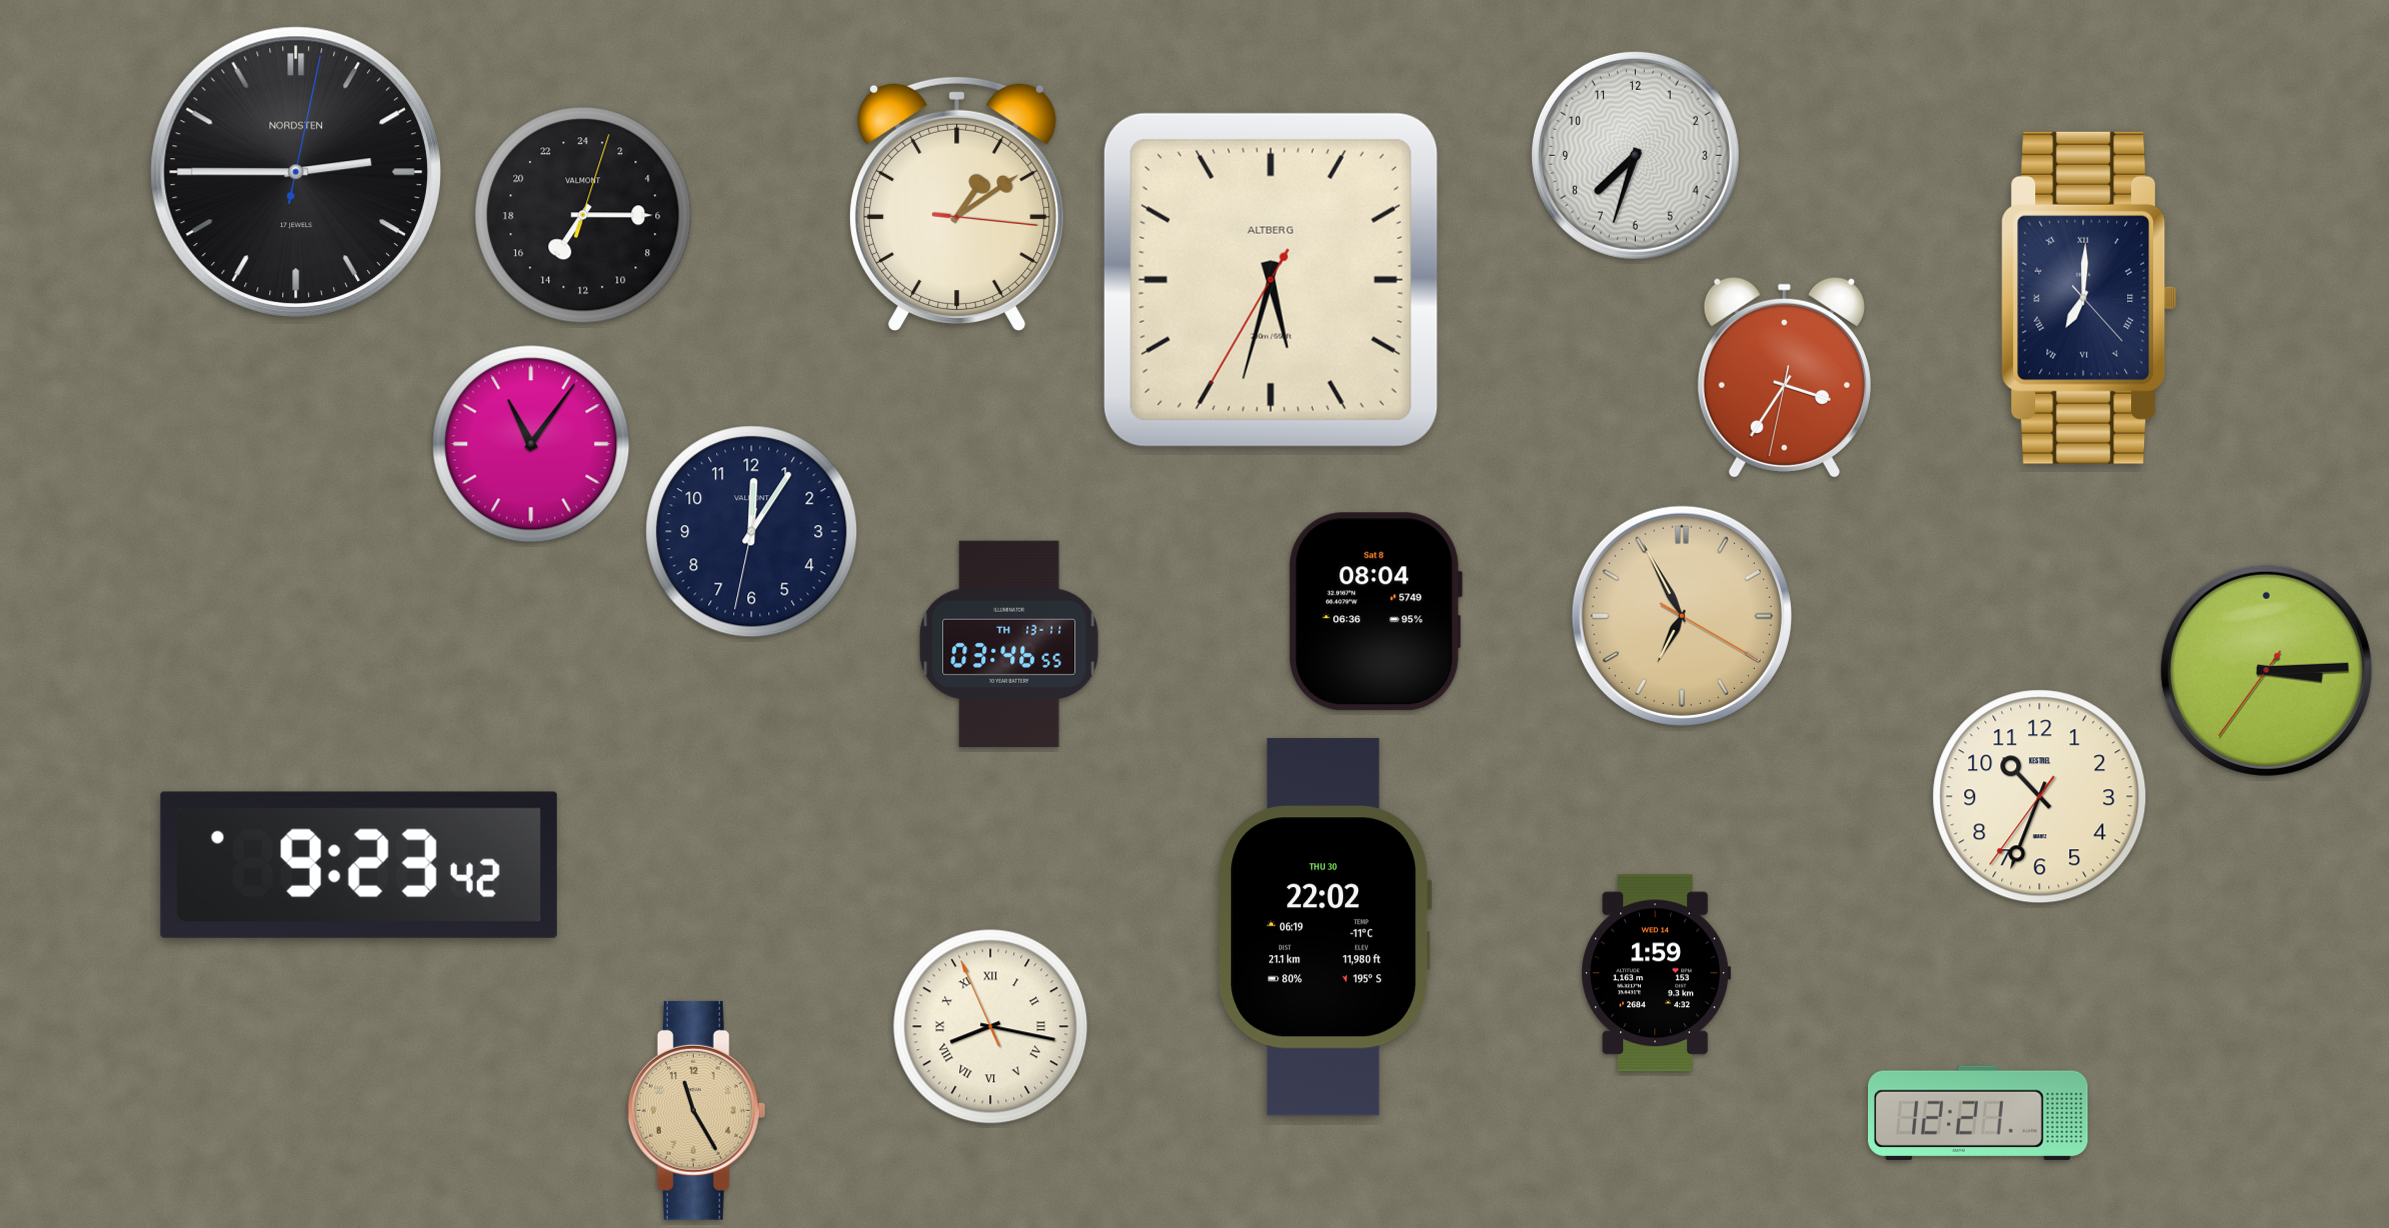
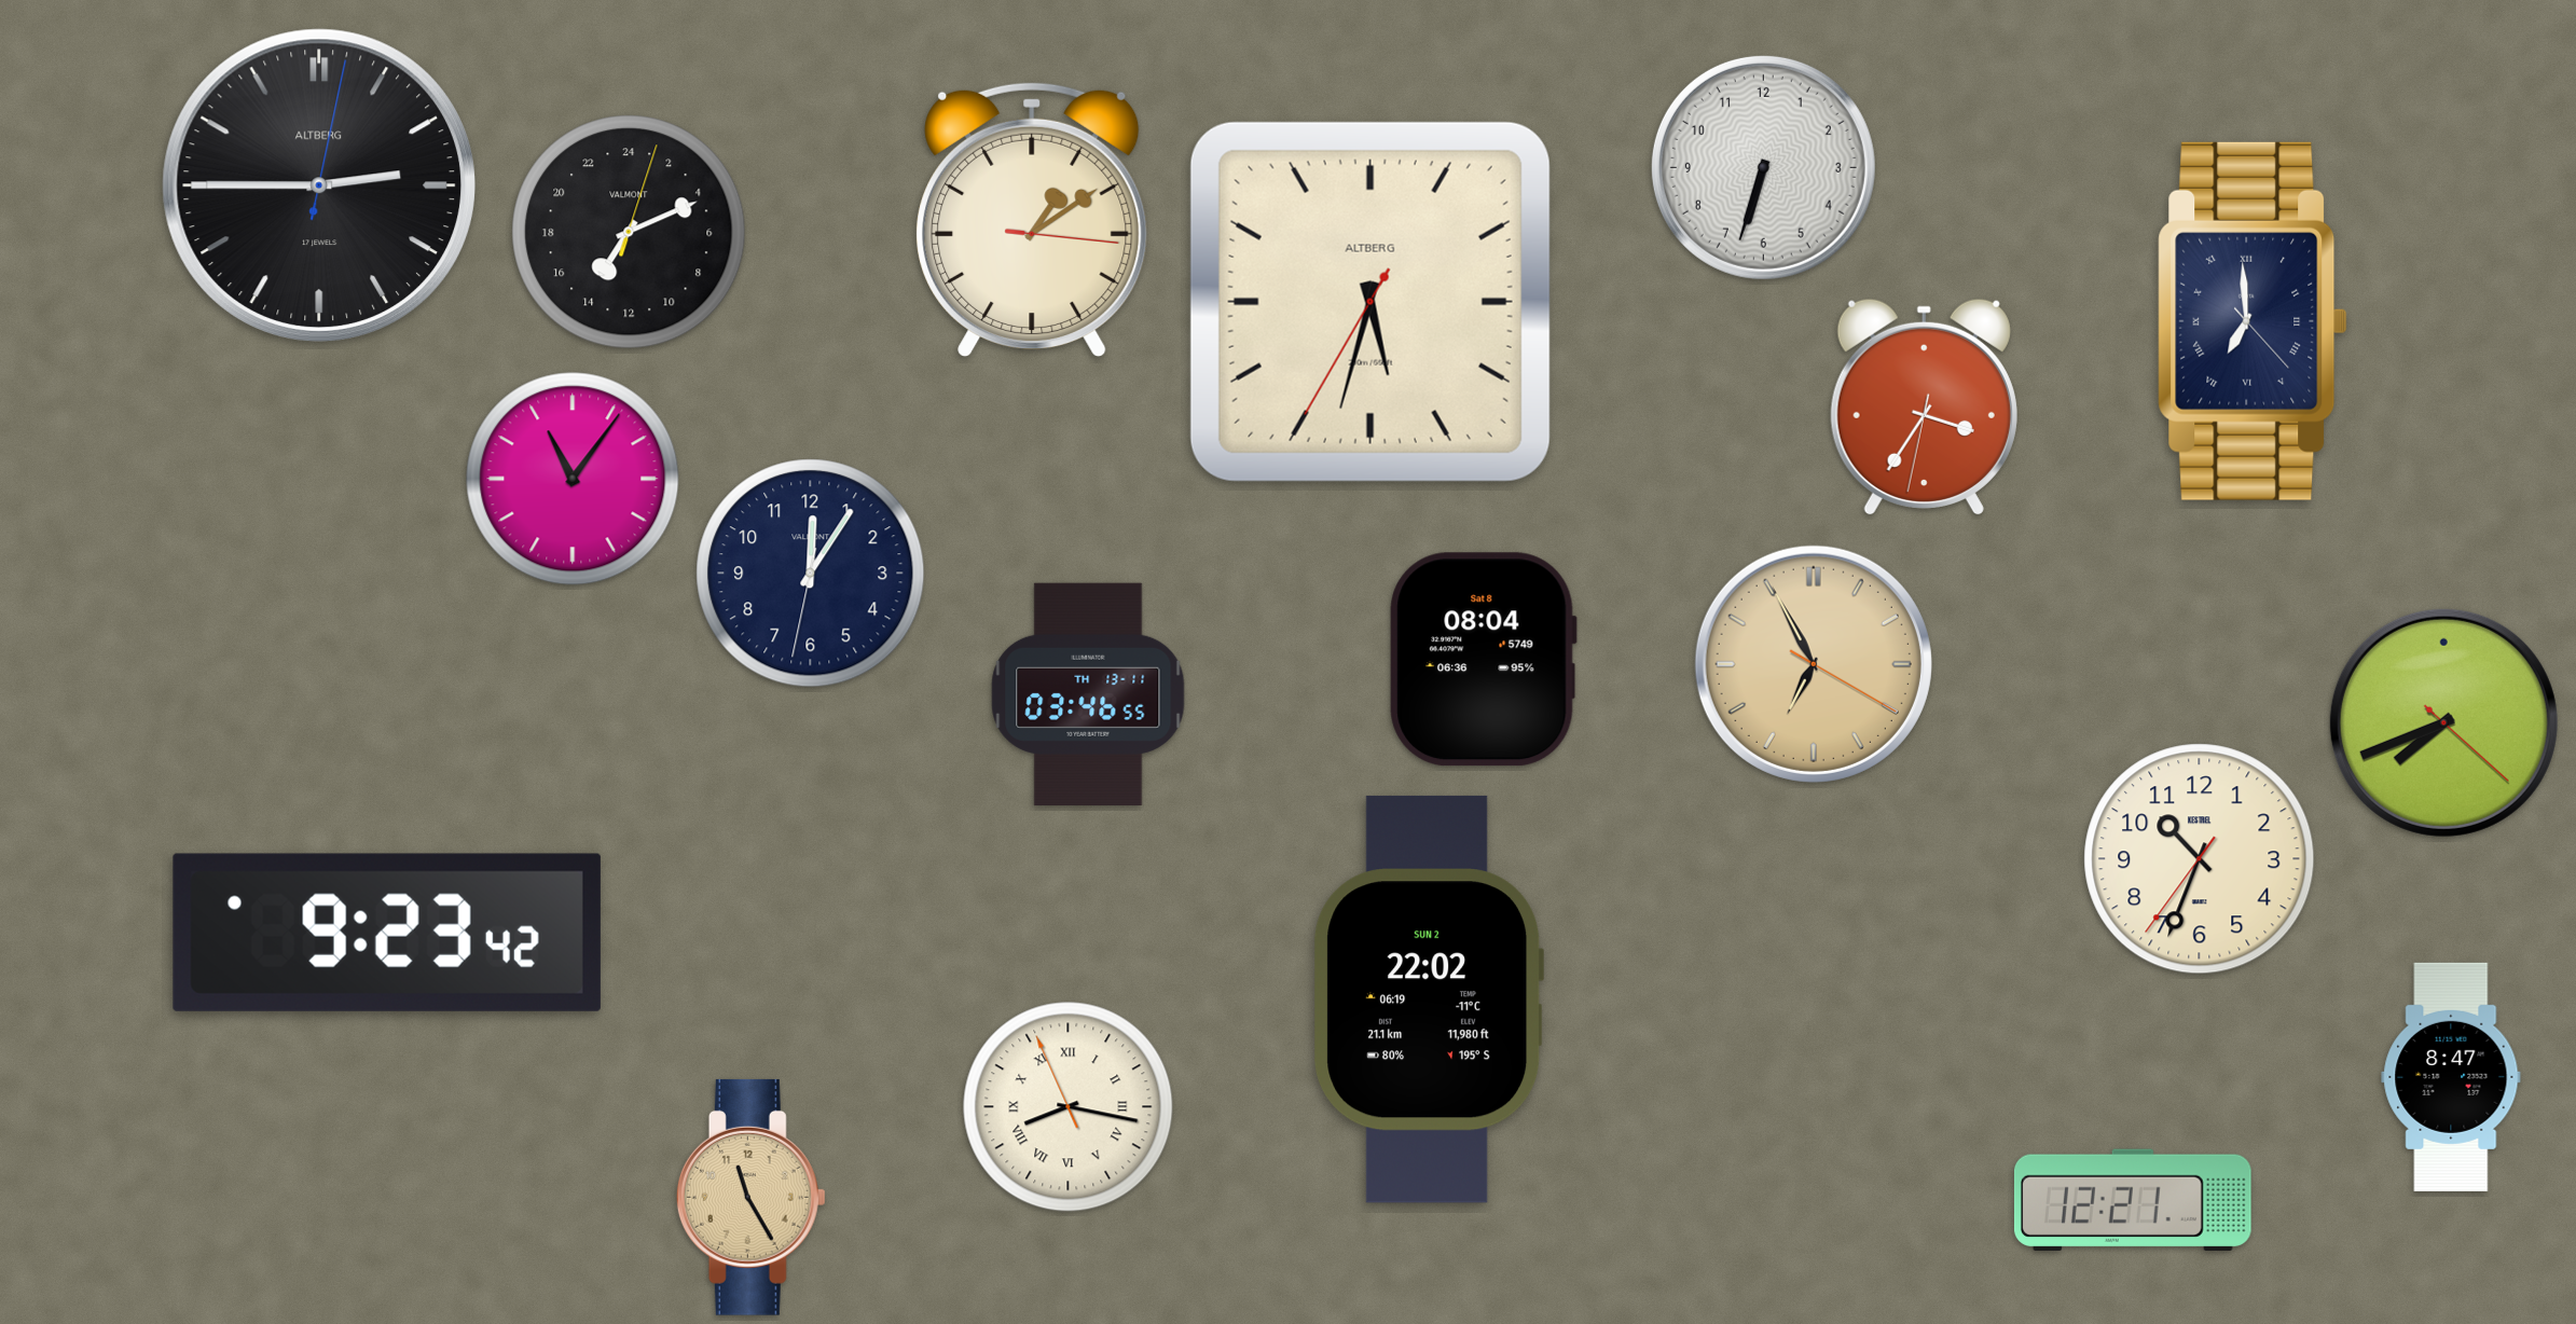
clock at (1635, 155): 7:33 -> 6:33
clock at (295, 171) brand: NORDSTEN -> ALTBERG
clock at (583, 215): 14:15 -> 14:11
clock at (2089, 298): 7:00 -> 6:59
clock at (2266, 670): 3:14 -> 7:41
clock at (1324, 927) date: THU 30 -> SUN 2
clock at (1656, 973): 1:59 -> none
clock at (2451, 1077): none -> 8:47
